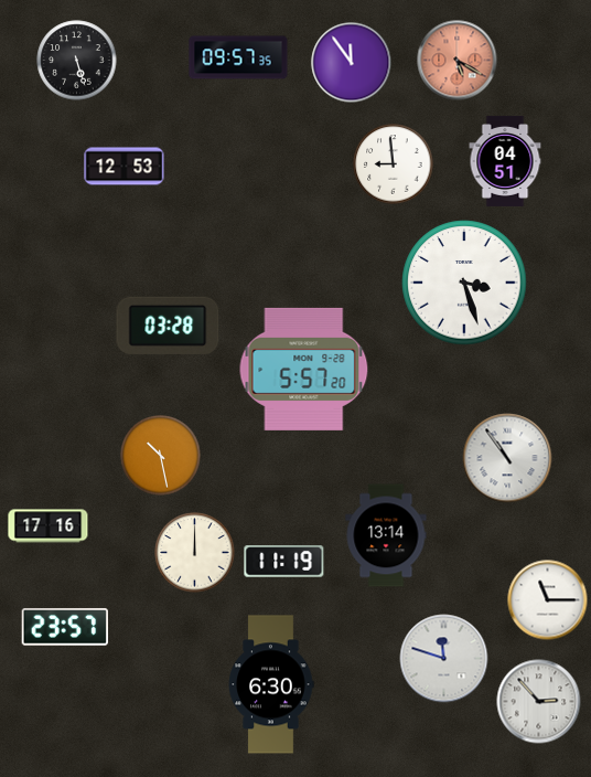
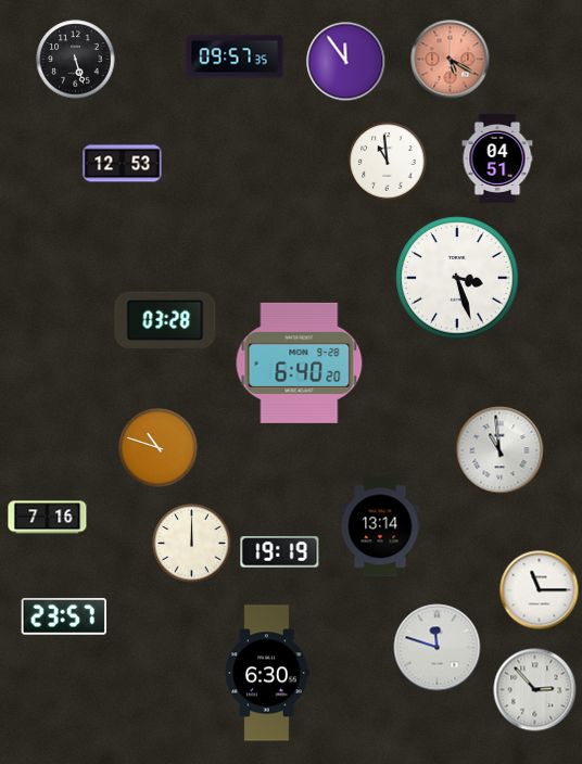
clock at (394, 164): 8:59 -> 10:59
clock at (304, 369): 5:57 -> 6:40
clock at (161, 456): 10:28 -> 10:48
clock at (507, 458): 10:54 -> 10:59
clock at (49, 526): 17:16 -> 7:16
clock at (284, 562): 11:19 -> 19:19
clock at (539, 702) position: (539, 702) -> (535, 690)
